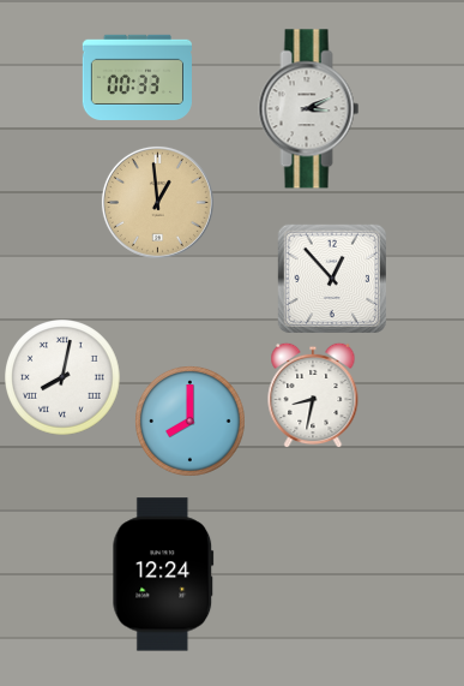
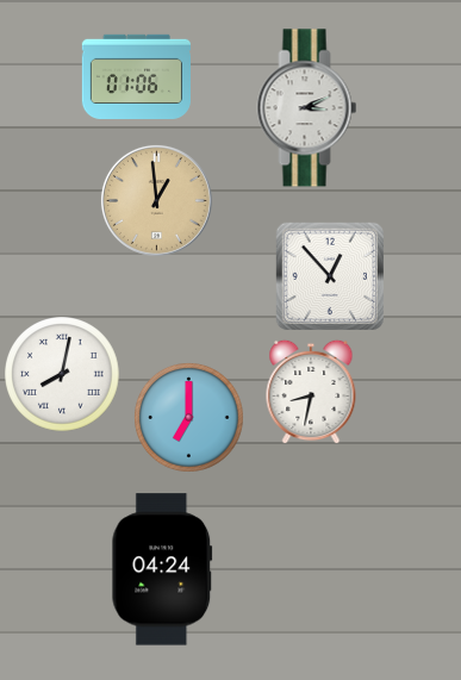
clock at (137, 77): 00:33 -> 01:06
clock at (191, 422): 8:00 -> 7:00
clock at (163, 574): 12:24 -> 04:24
